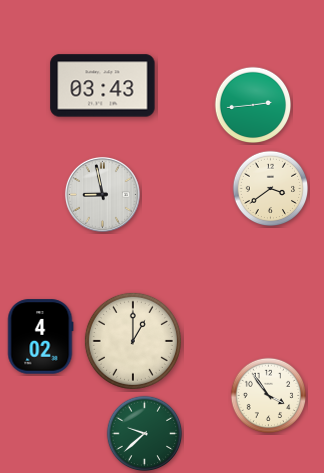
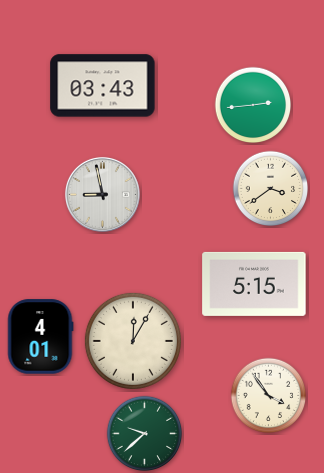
clock at (254, 284): none -> 5:15
clock at (40, 337): 4:02 -> 4:01
clock at (133, 341): 1:00 -> 12:05
